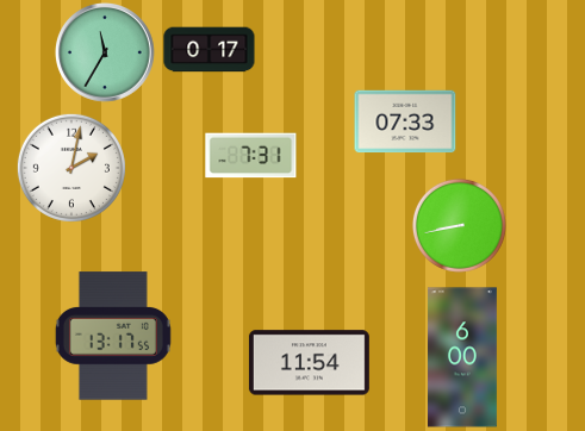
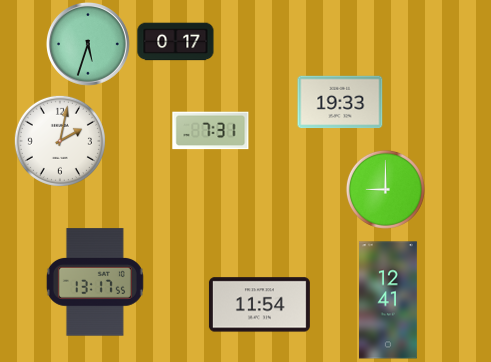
clock at (105, 52): 11:35 -> 5:33
clock at (405, 121): 07:33 -> 19:33
clock at (459, 225): 8:43 -> 9:00
clock at (462, 357): 6:00 -> 12:41
